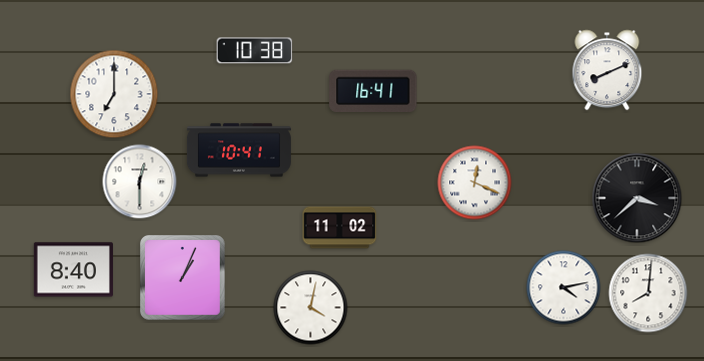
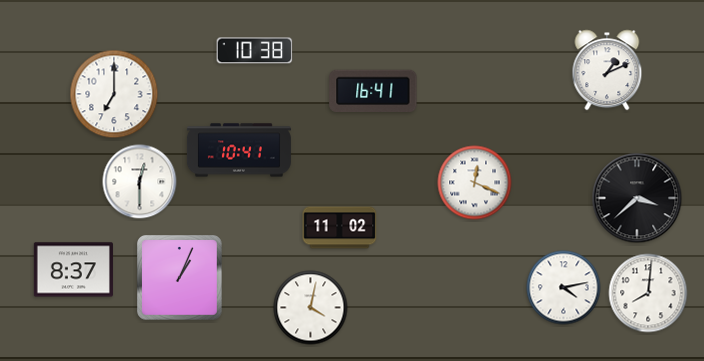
clock at (607, 70): 8:11 -> 1:11
clock at (73, 270): 8:40 -> 8:37
clock at (183, 278) position: (183, 278) -> (180, 278)
